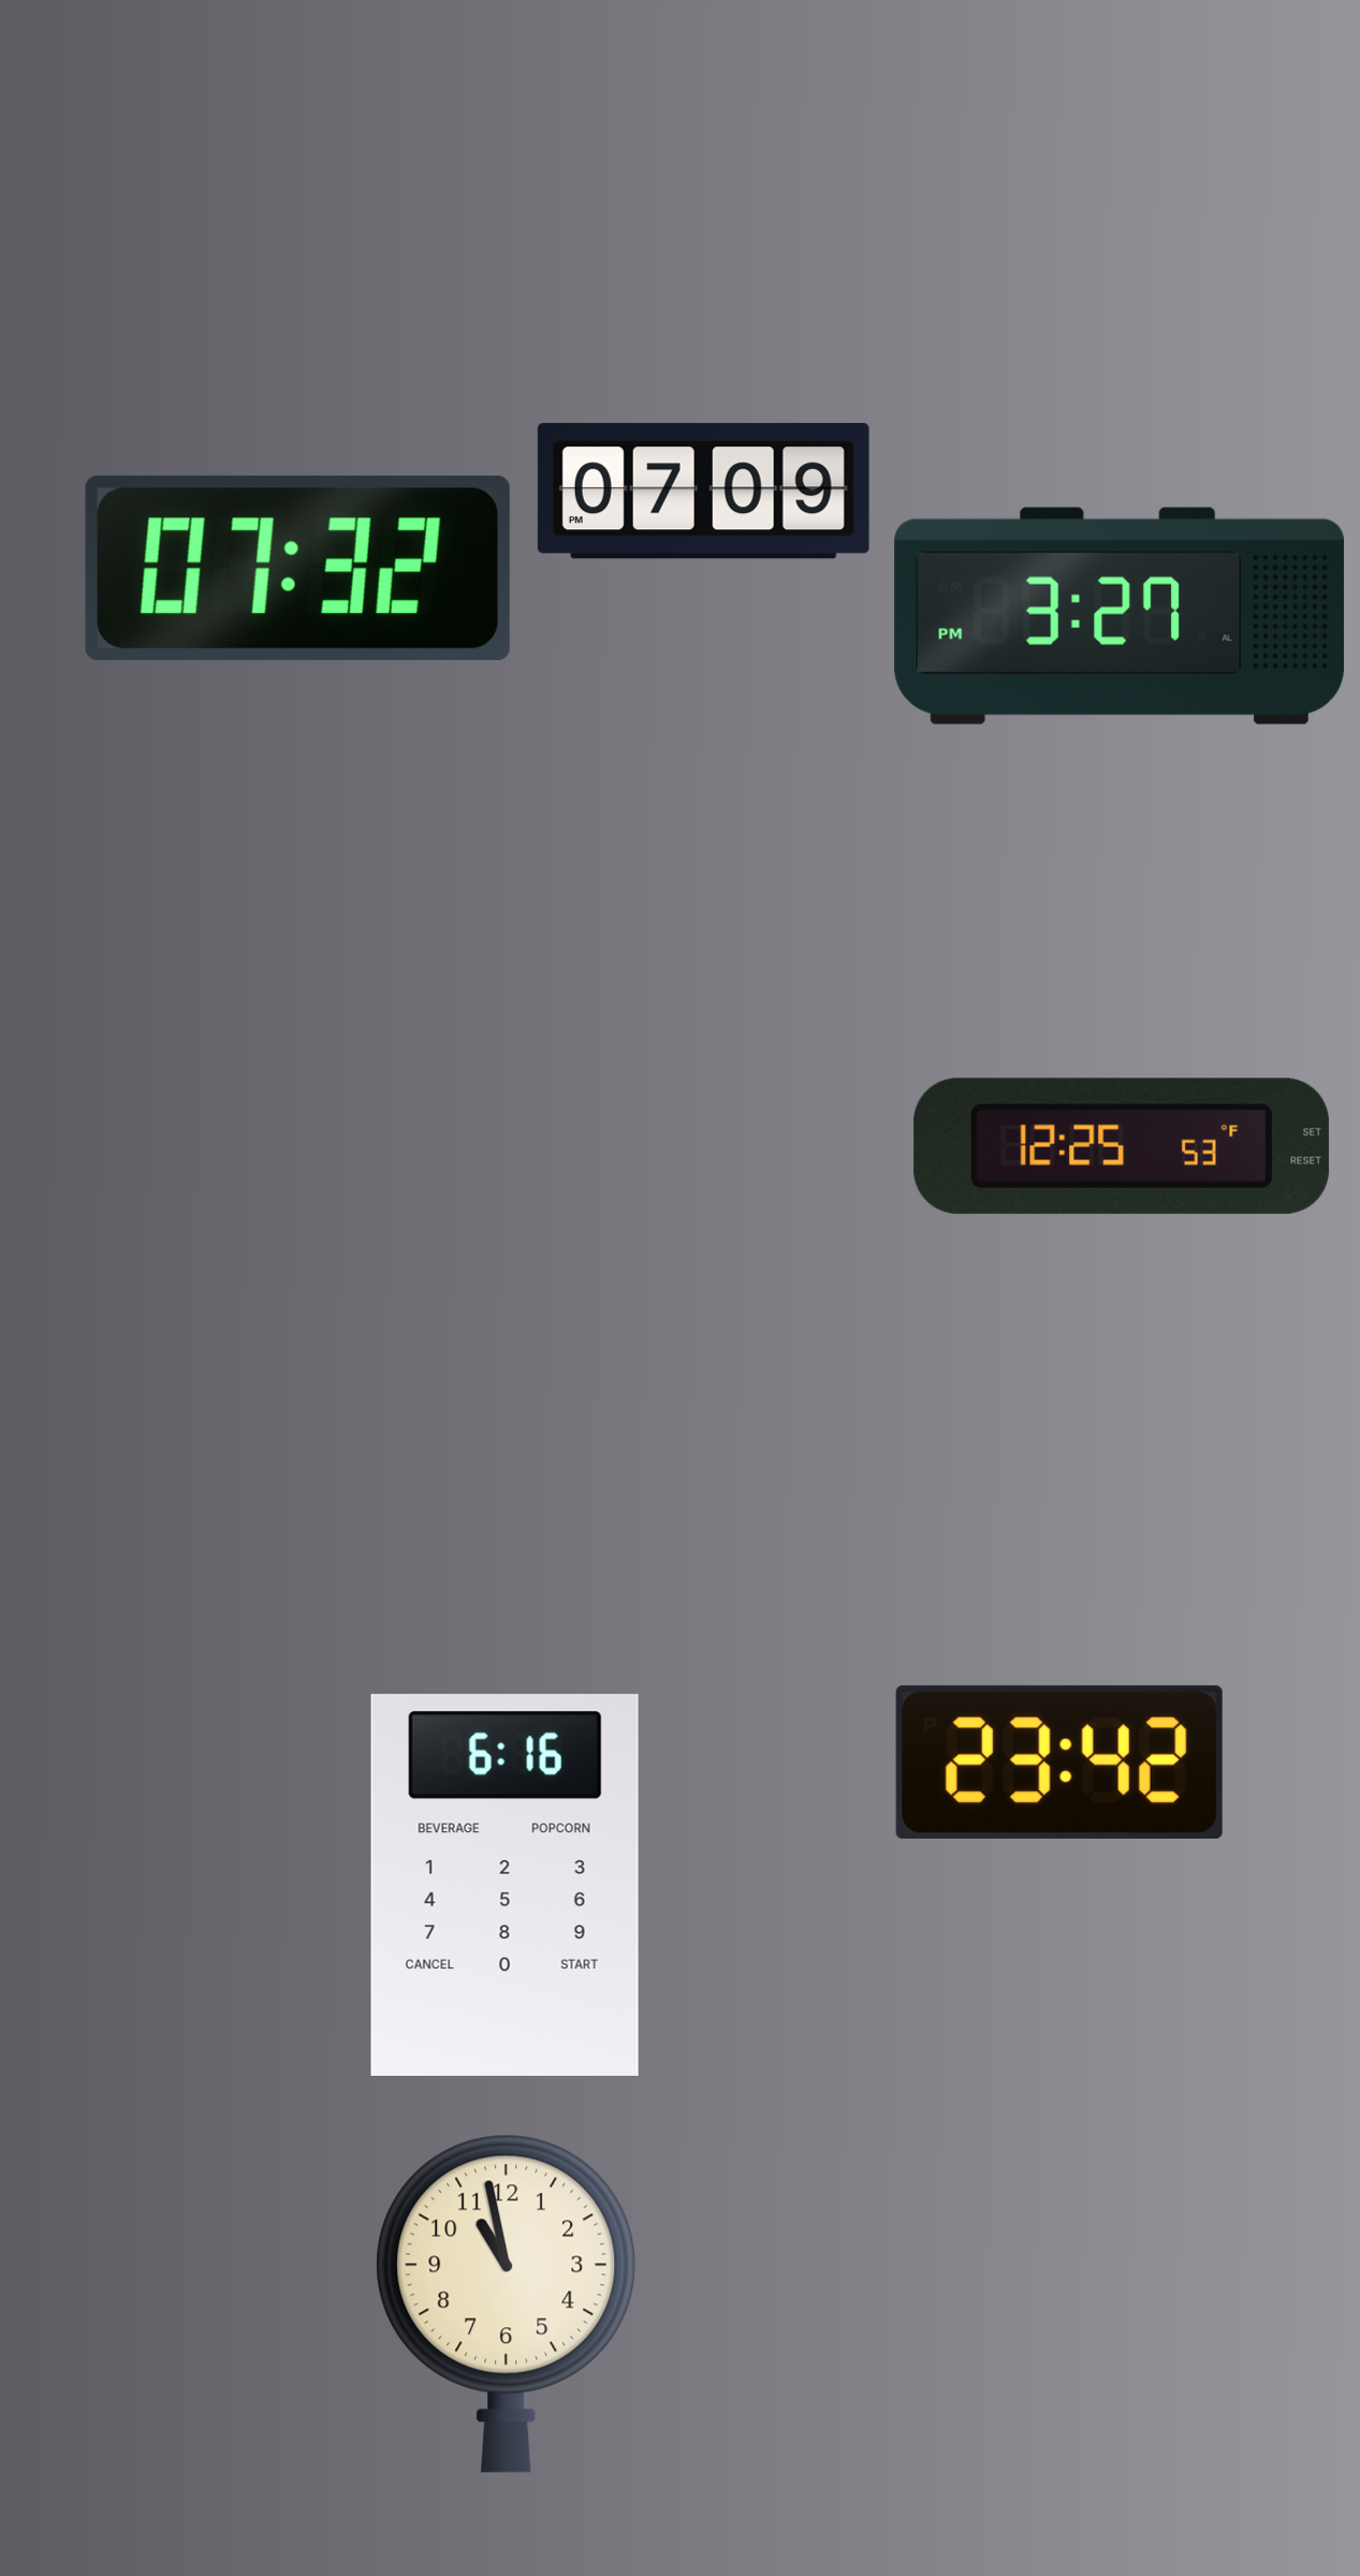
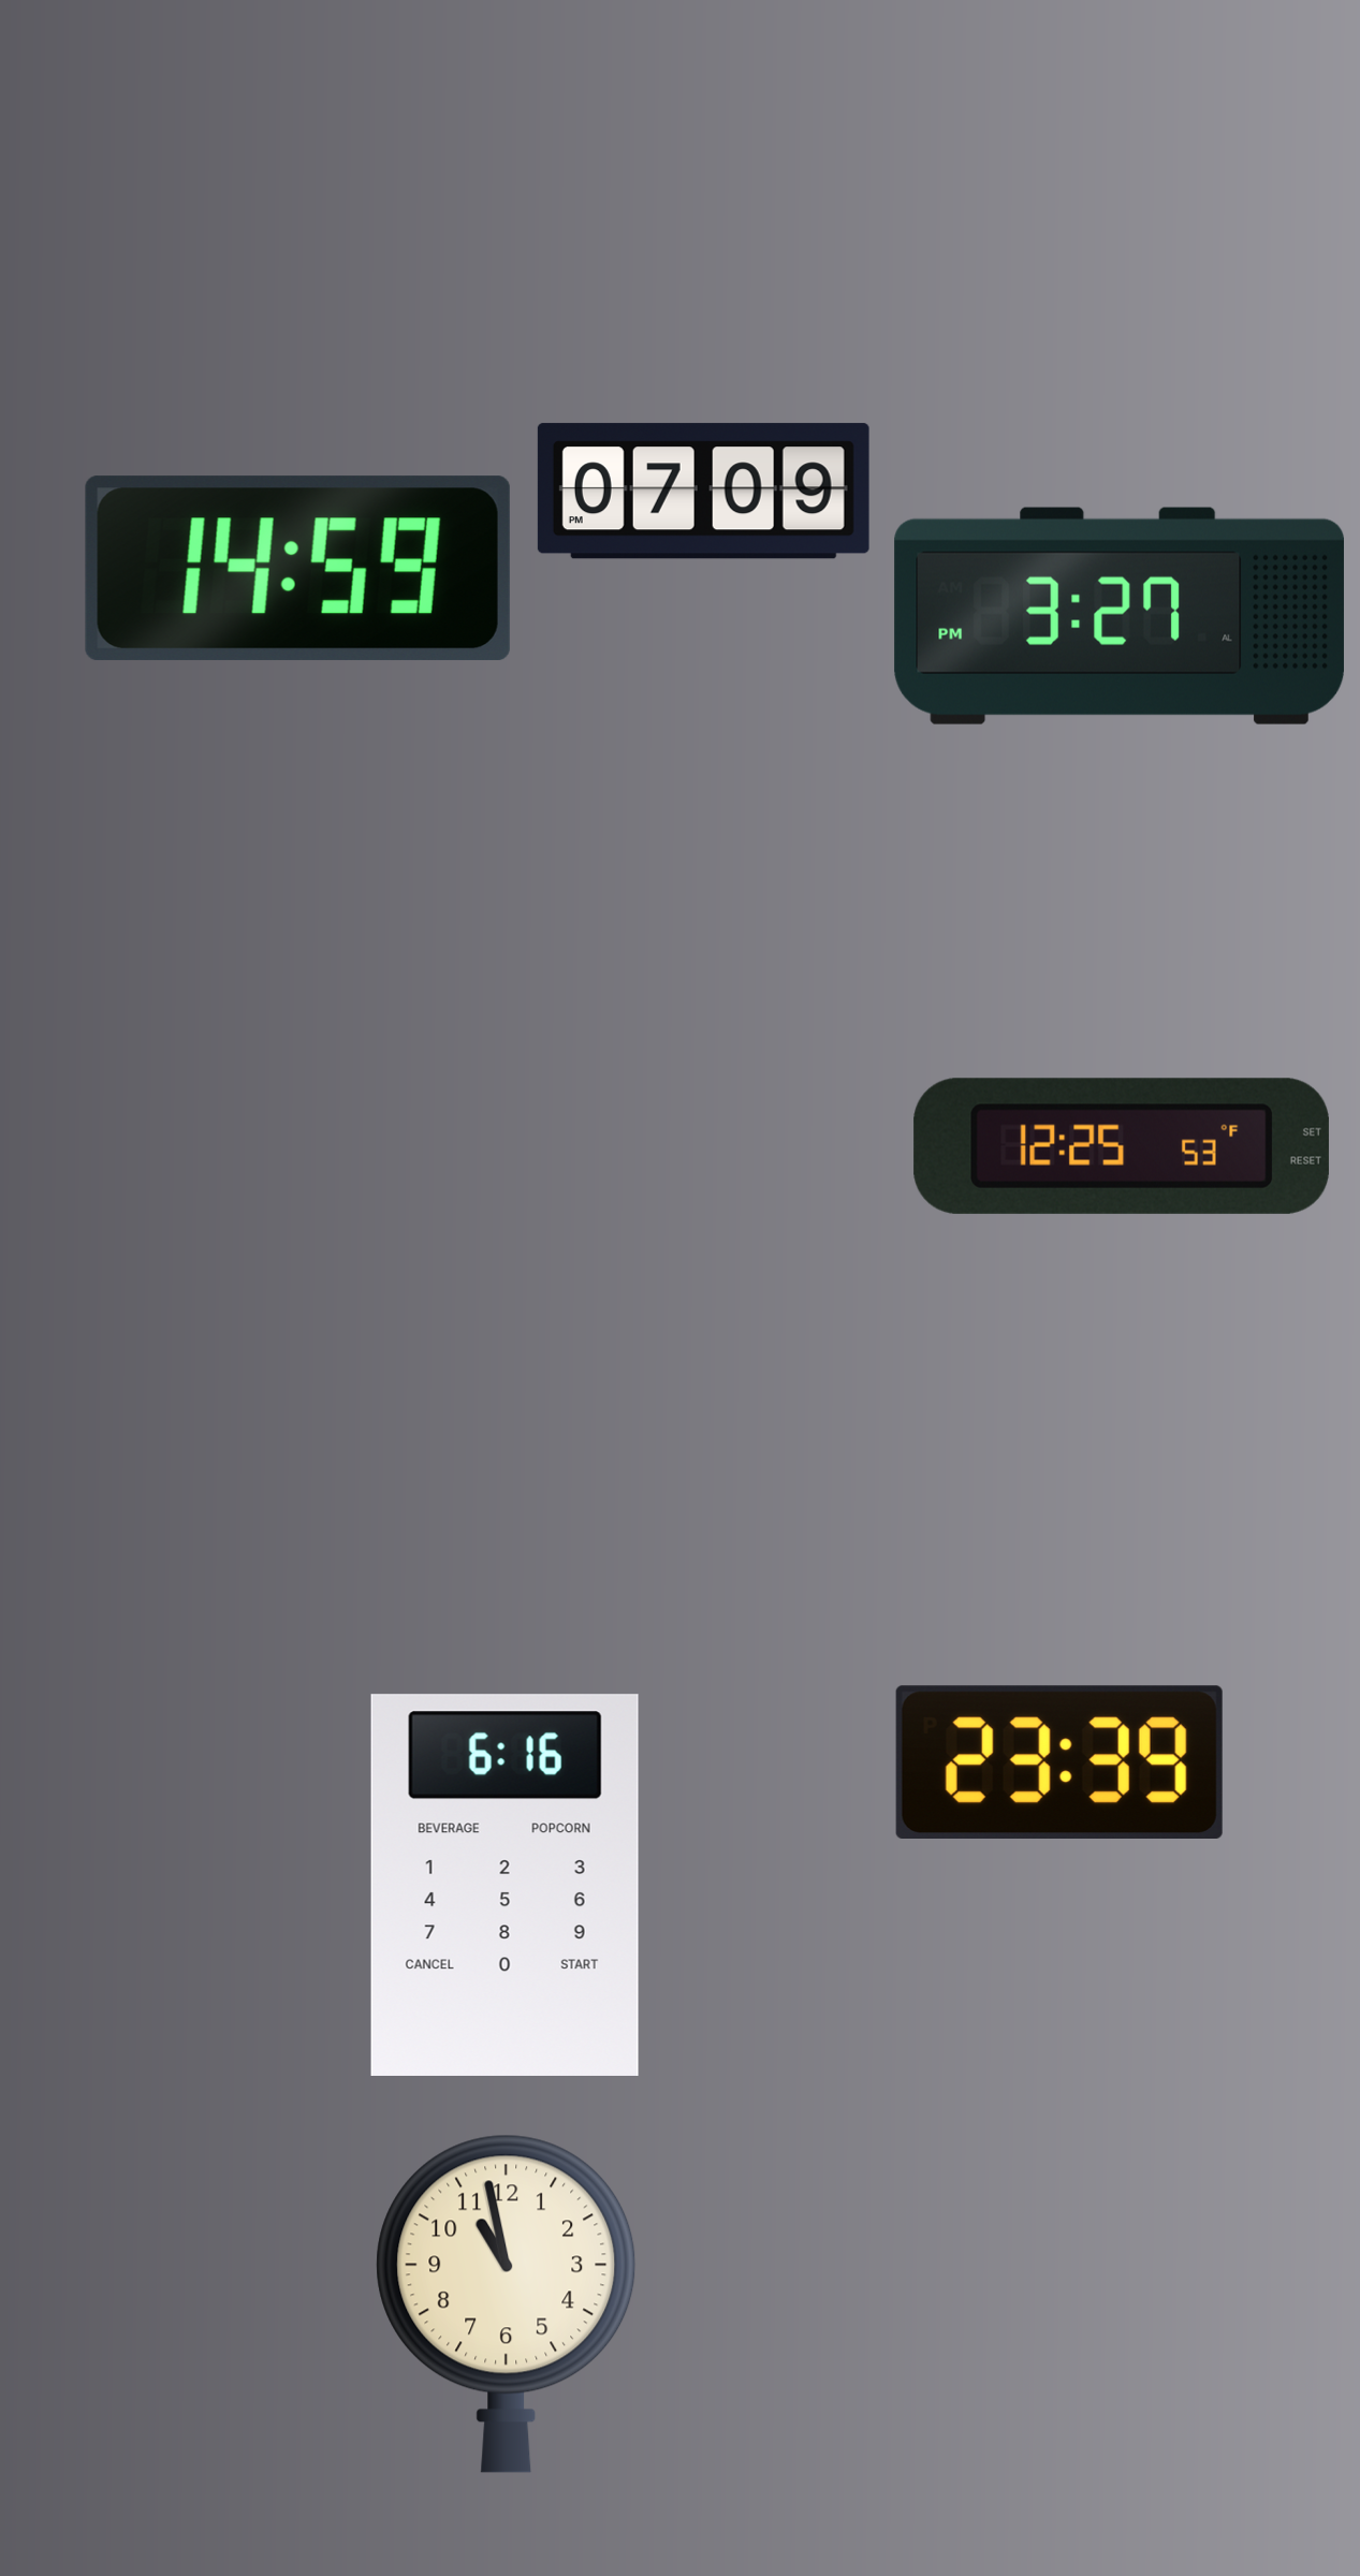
clock at (297, 569): 07:32 -> 14:59
clock at (1059, 1761): 23:42 -> 23:39
